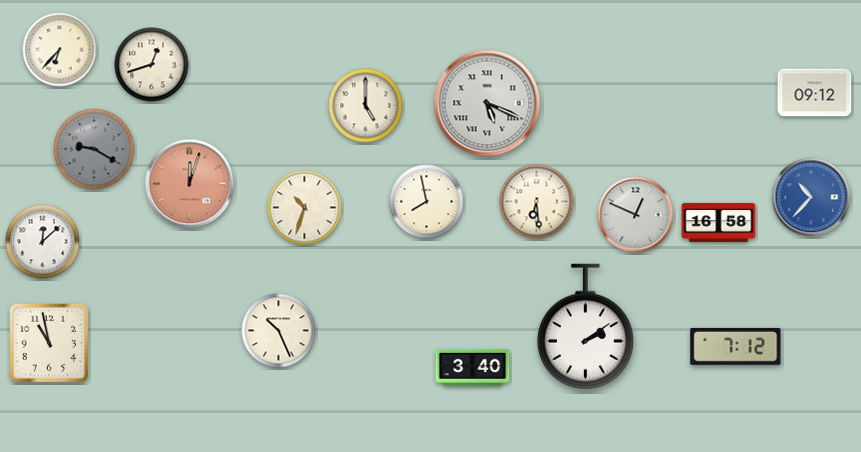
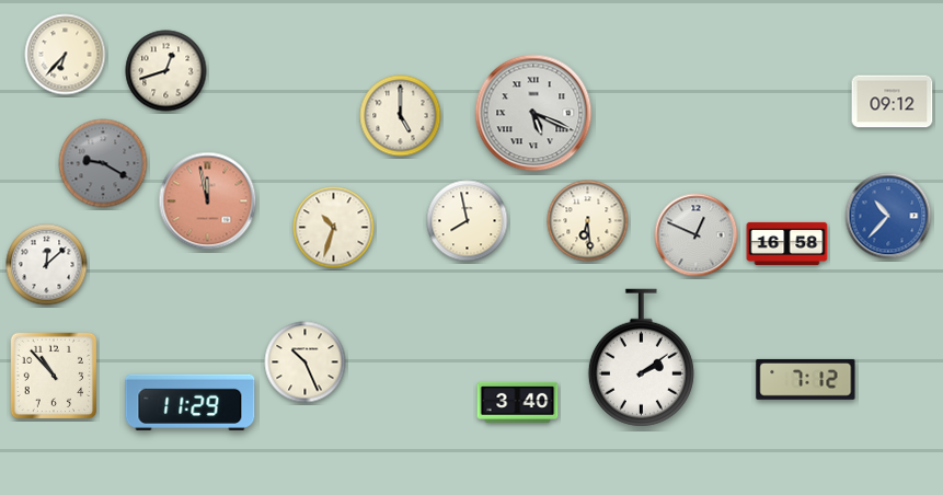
clock at (190, 184): 12:03 -> 11:58
clock at (49, 343): 10:58 -> 10:53
clock at (191, 402): none -> 11:29
